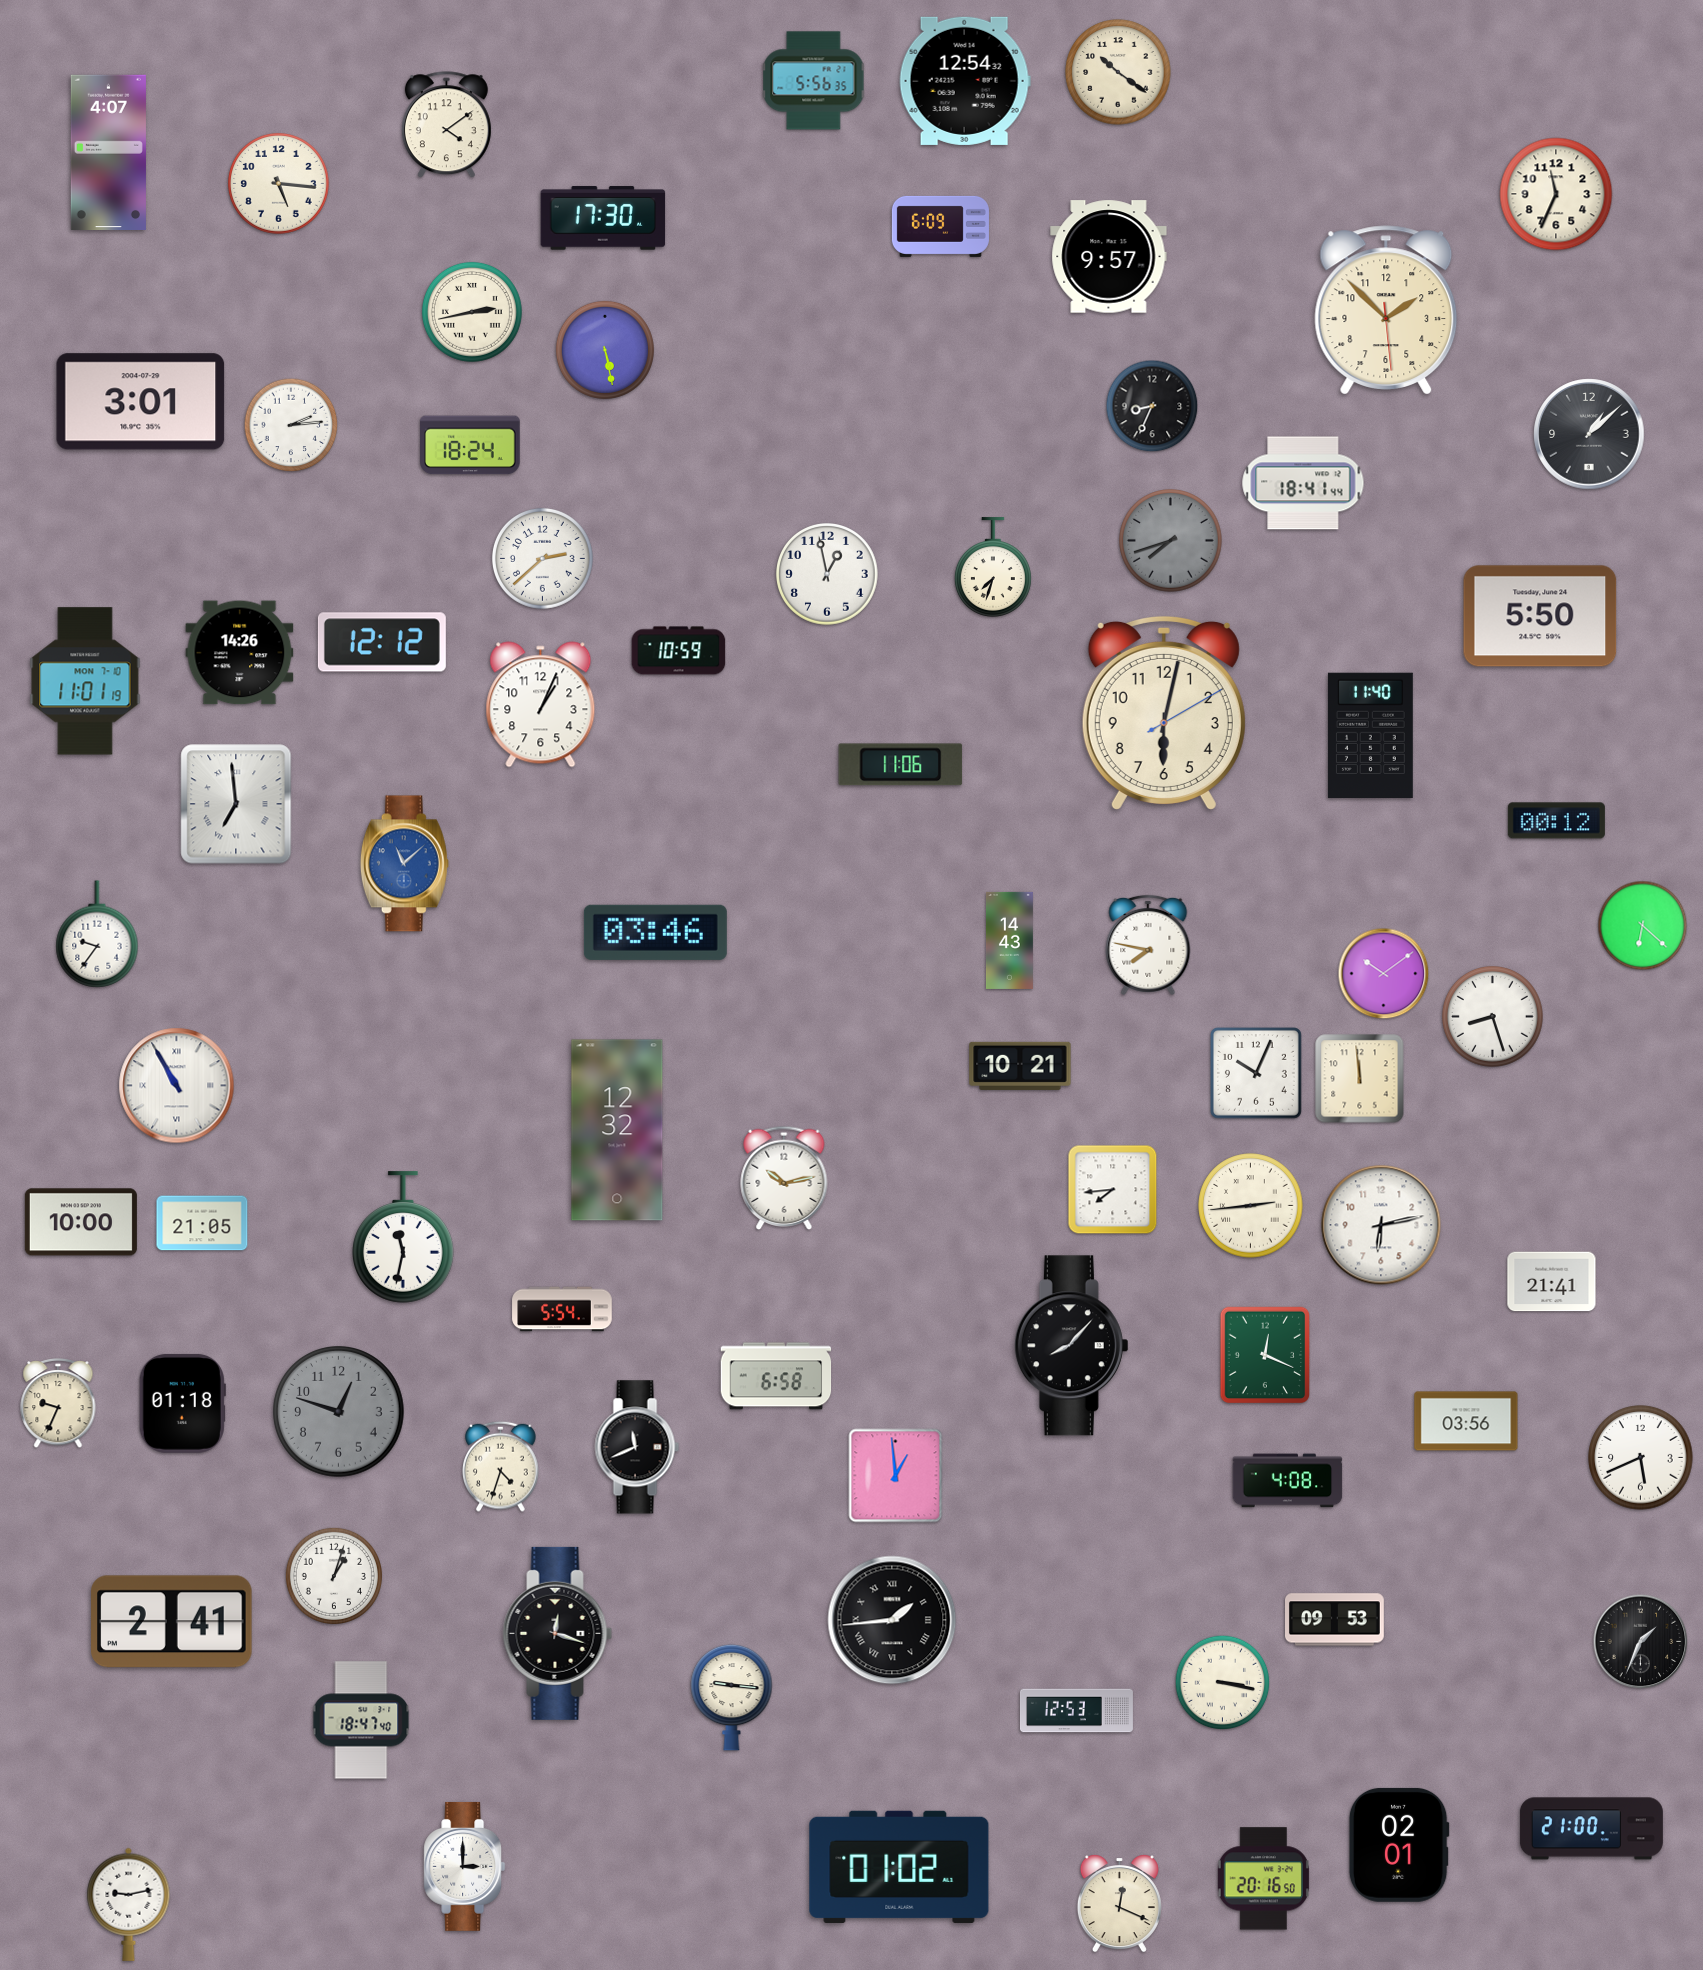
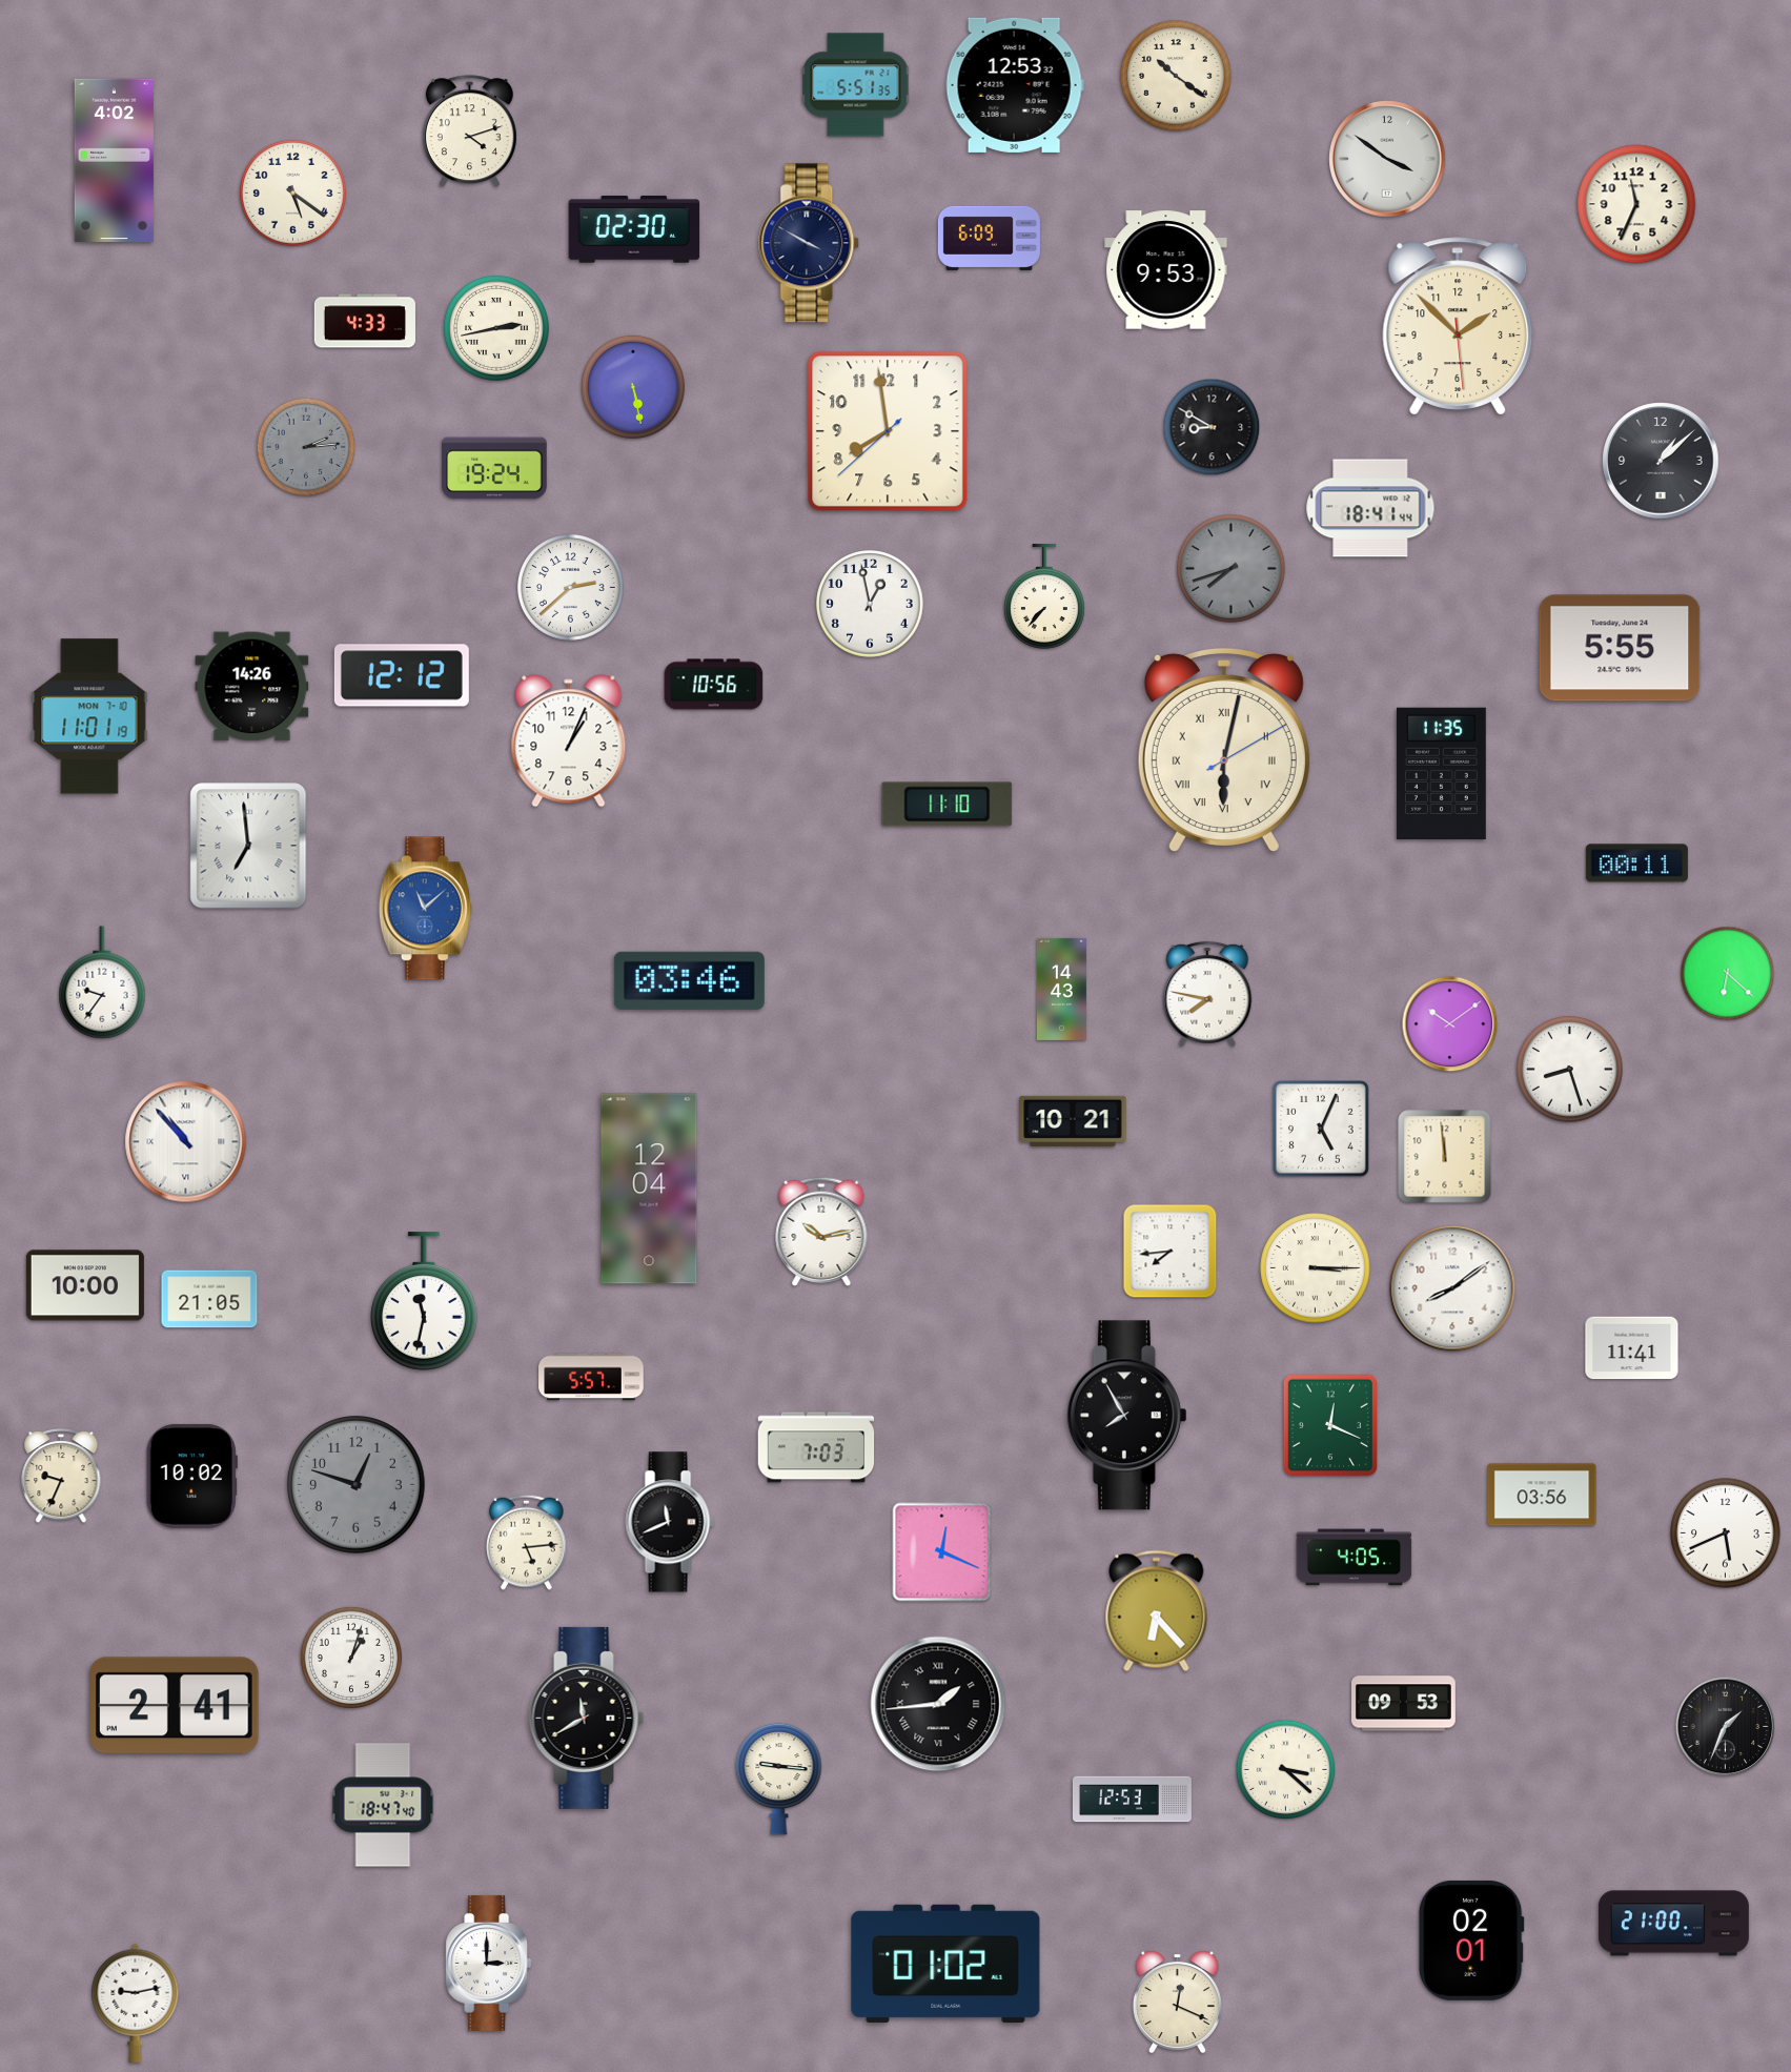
clock at (814, 81): 5:56 -> 5:51
clock at (965, 81): 12:54 -> 12:53
clock at (446, 125): 4:09 -> 4:12
clock at (1387, 159): none -> 3:51
clock at (108, 152): 4:07 -> 4:02
clock at (278, 183): 5:16 -> 5:21
clock at (603, 218): 17:30 -> 02:30
clock at (810, 243): none -> 3:50
clock at (1109, 257): 9:57 -> 9:53
clock at (365, 321): none -> 4:33
clock at (605, 350) position: (605, 350) -> (633, 387)
clock at (141, 402): 3:01 -> none
clock at (1152, 406): 8:34 -> 8:50
clock at (888, 431): none -> 7:58
clock at (291, 425) dial: white -> grey
clock at (1589, 434) position: (1589, 434) -> (1661, 461)
clock at (470, 445): 18:24 -> 19:24
clock at (993, 567): 7:33 -> 7:37
clock at (1540, 616): 5:50 -> 5:55
clock at (679, 651): 10:59 -> 10:56
clock at (1164, 712) numerals: Arabic -> Roman
clock at (1370, 735): 11:40 -> 11:35
clock at (901, 765): 11:06 -> 11:10
clock at (1556, 821): 00:12 -> 00:11
clock at (1384, 974) position: (1384, 974) -> (1450, 1024)
clock at (1256, 1073): 10:04 -> 5:04
clock at (1360, 1079) position: (1360, 1079) -> (1445, 1157)
clock at (177, 1086): 10:55 -> 10:53
clock at (617, 1130): 12:32 -> 12:04
clock at (784, 1177) position: (784, 1177) -> (821, 1231)
clock at (1251, 1206): 2:44 -> 3:15
clock at (202, 1223) position: (202, 1223) -> (209, 1299)
clock at (1381, 1225): 6:13 -> 8:09
clock at (1552, 1282): 21:41 -> 11:41
clock at (562, 1309): 5:54 -> 5:57
clock at (1071, 1346): 8:07 -> 7:55
clock at (776, 1376): 6:58 -> 7:03
clock at (182, 1403): 01:18 -> 10:02
clock at (501, 1466): 4:33 -> 5:14
clock at (896, 1476): 12:59 -> 12:19
clock at (1288, 1481): 4:08 -> 4:05
clock at (1157, 1611): none -> 6:23
clock at (172, 1622) position: (172, 1622) -> (175, 1706)
clock at (558, 1633): 12:18 -> 11:40
clock at (1223, 1683): 3:17 -> 3:22
clock at (732, 1697) position: (732, 1697) -> (779, 1779)
clock at (361, 1720) position: (361, 1720) -> (383, 1805)
clock at (1263, 1879): 20:16 -> none
